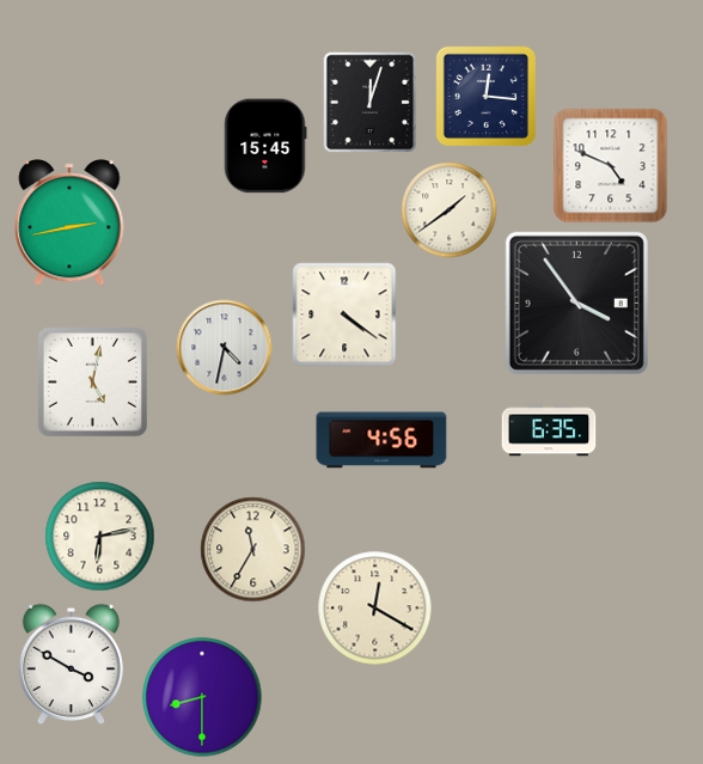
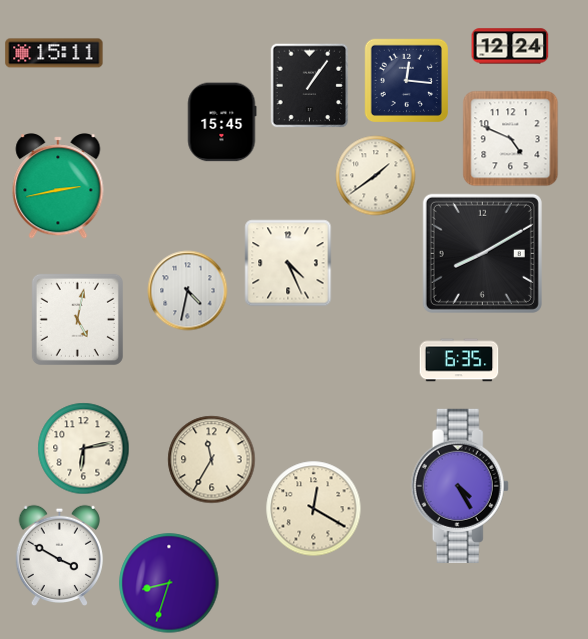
clock at (510, 46): none -> 12:24
clock at (54, 53): none -> 15:11
clock at (371, 103): 12:03 -> 1:06
clock at (576, 302): 3:54 -> 8:10
clock at (344, 314): 4:21 -> 4:26
clock at (381, 440): 4:56 -> none
clock at (460, 486): none -> 4:25
clock at (202, 697): 8:30 -> 8:33
